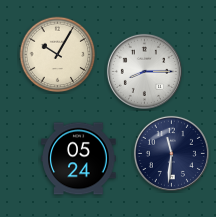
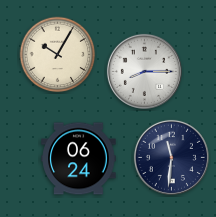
clock at (171, 153) position: (171, 153) -> (171, 157)
clock at (79, 159): 05:24 -> 06:24
